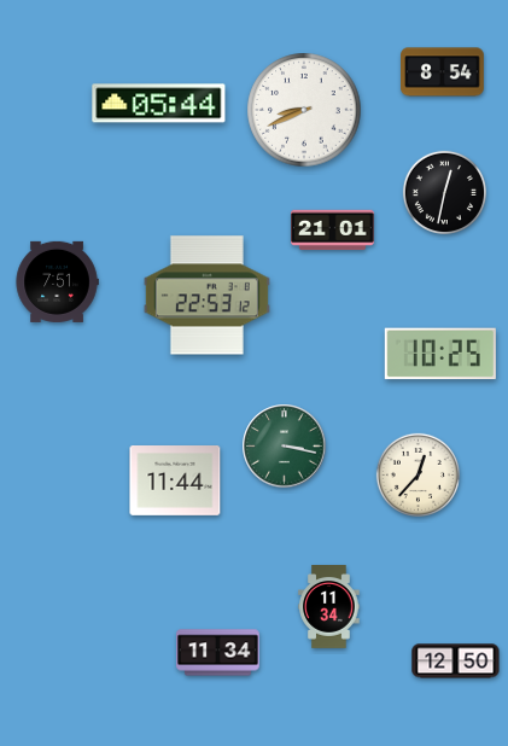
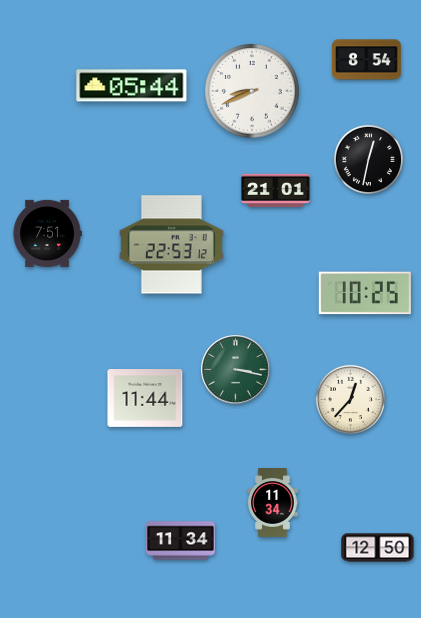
clock at (418, 474) position: (418, 474) -> (350, 399)
